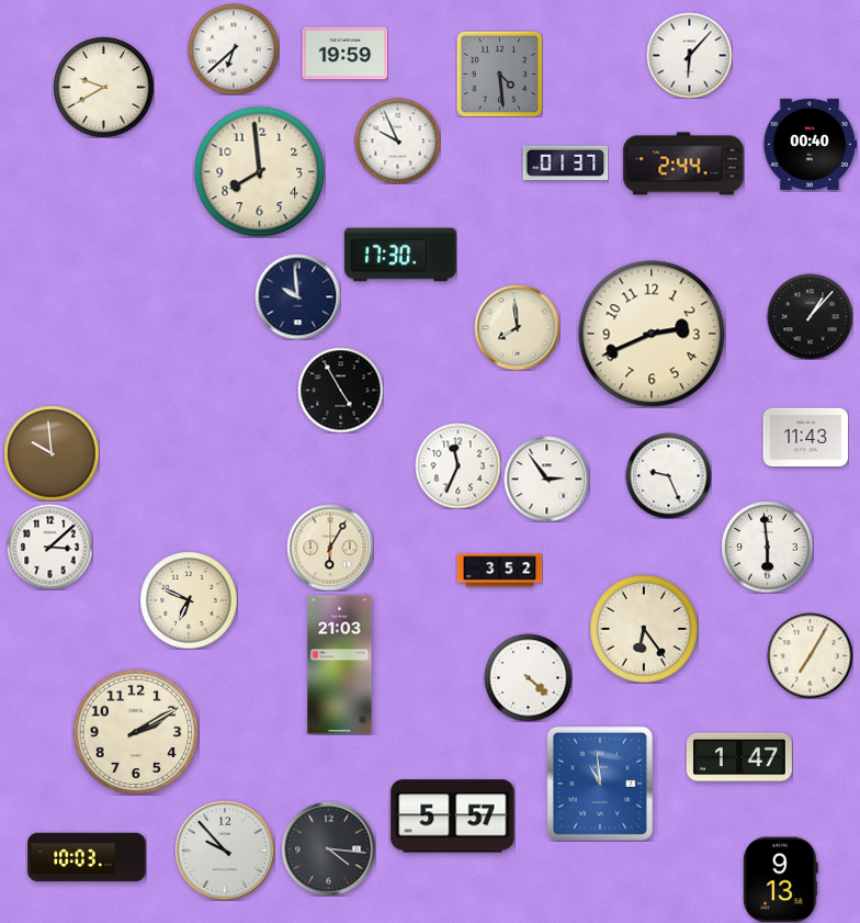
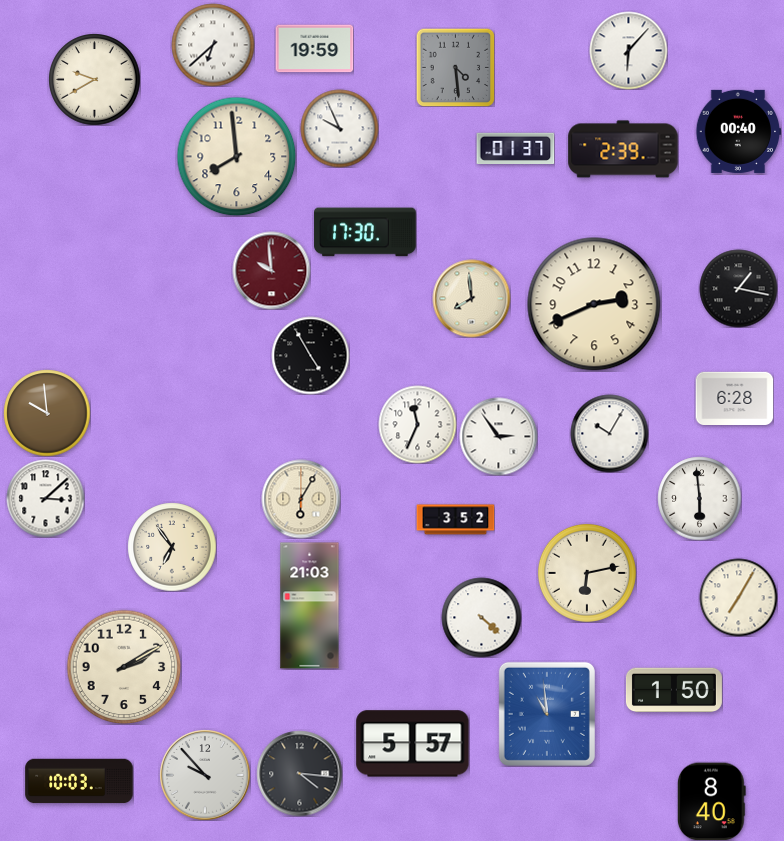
clock at (397, 140) position: (397, 140) -> (339, 128)
clock at (683, 164): 2:44 -> 2:39
clock at (297, 296) dial: navy -> burgundy
clock at (810, 316): 1:07 -> 1:17
clock at (805, 437): 11:43 -> 6:28
clock at (668, 475): 9:26 -> 10:05
clock at (189, 600): 6:49 -> 6:54
clock at (644, 629): 6:24 -> 6:13
clock at (739, 757): 1:47 -> 1:50
clock at (780, 879): 9:13 -> 8:40
